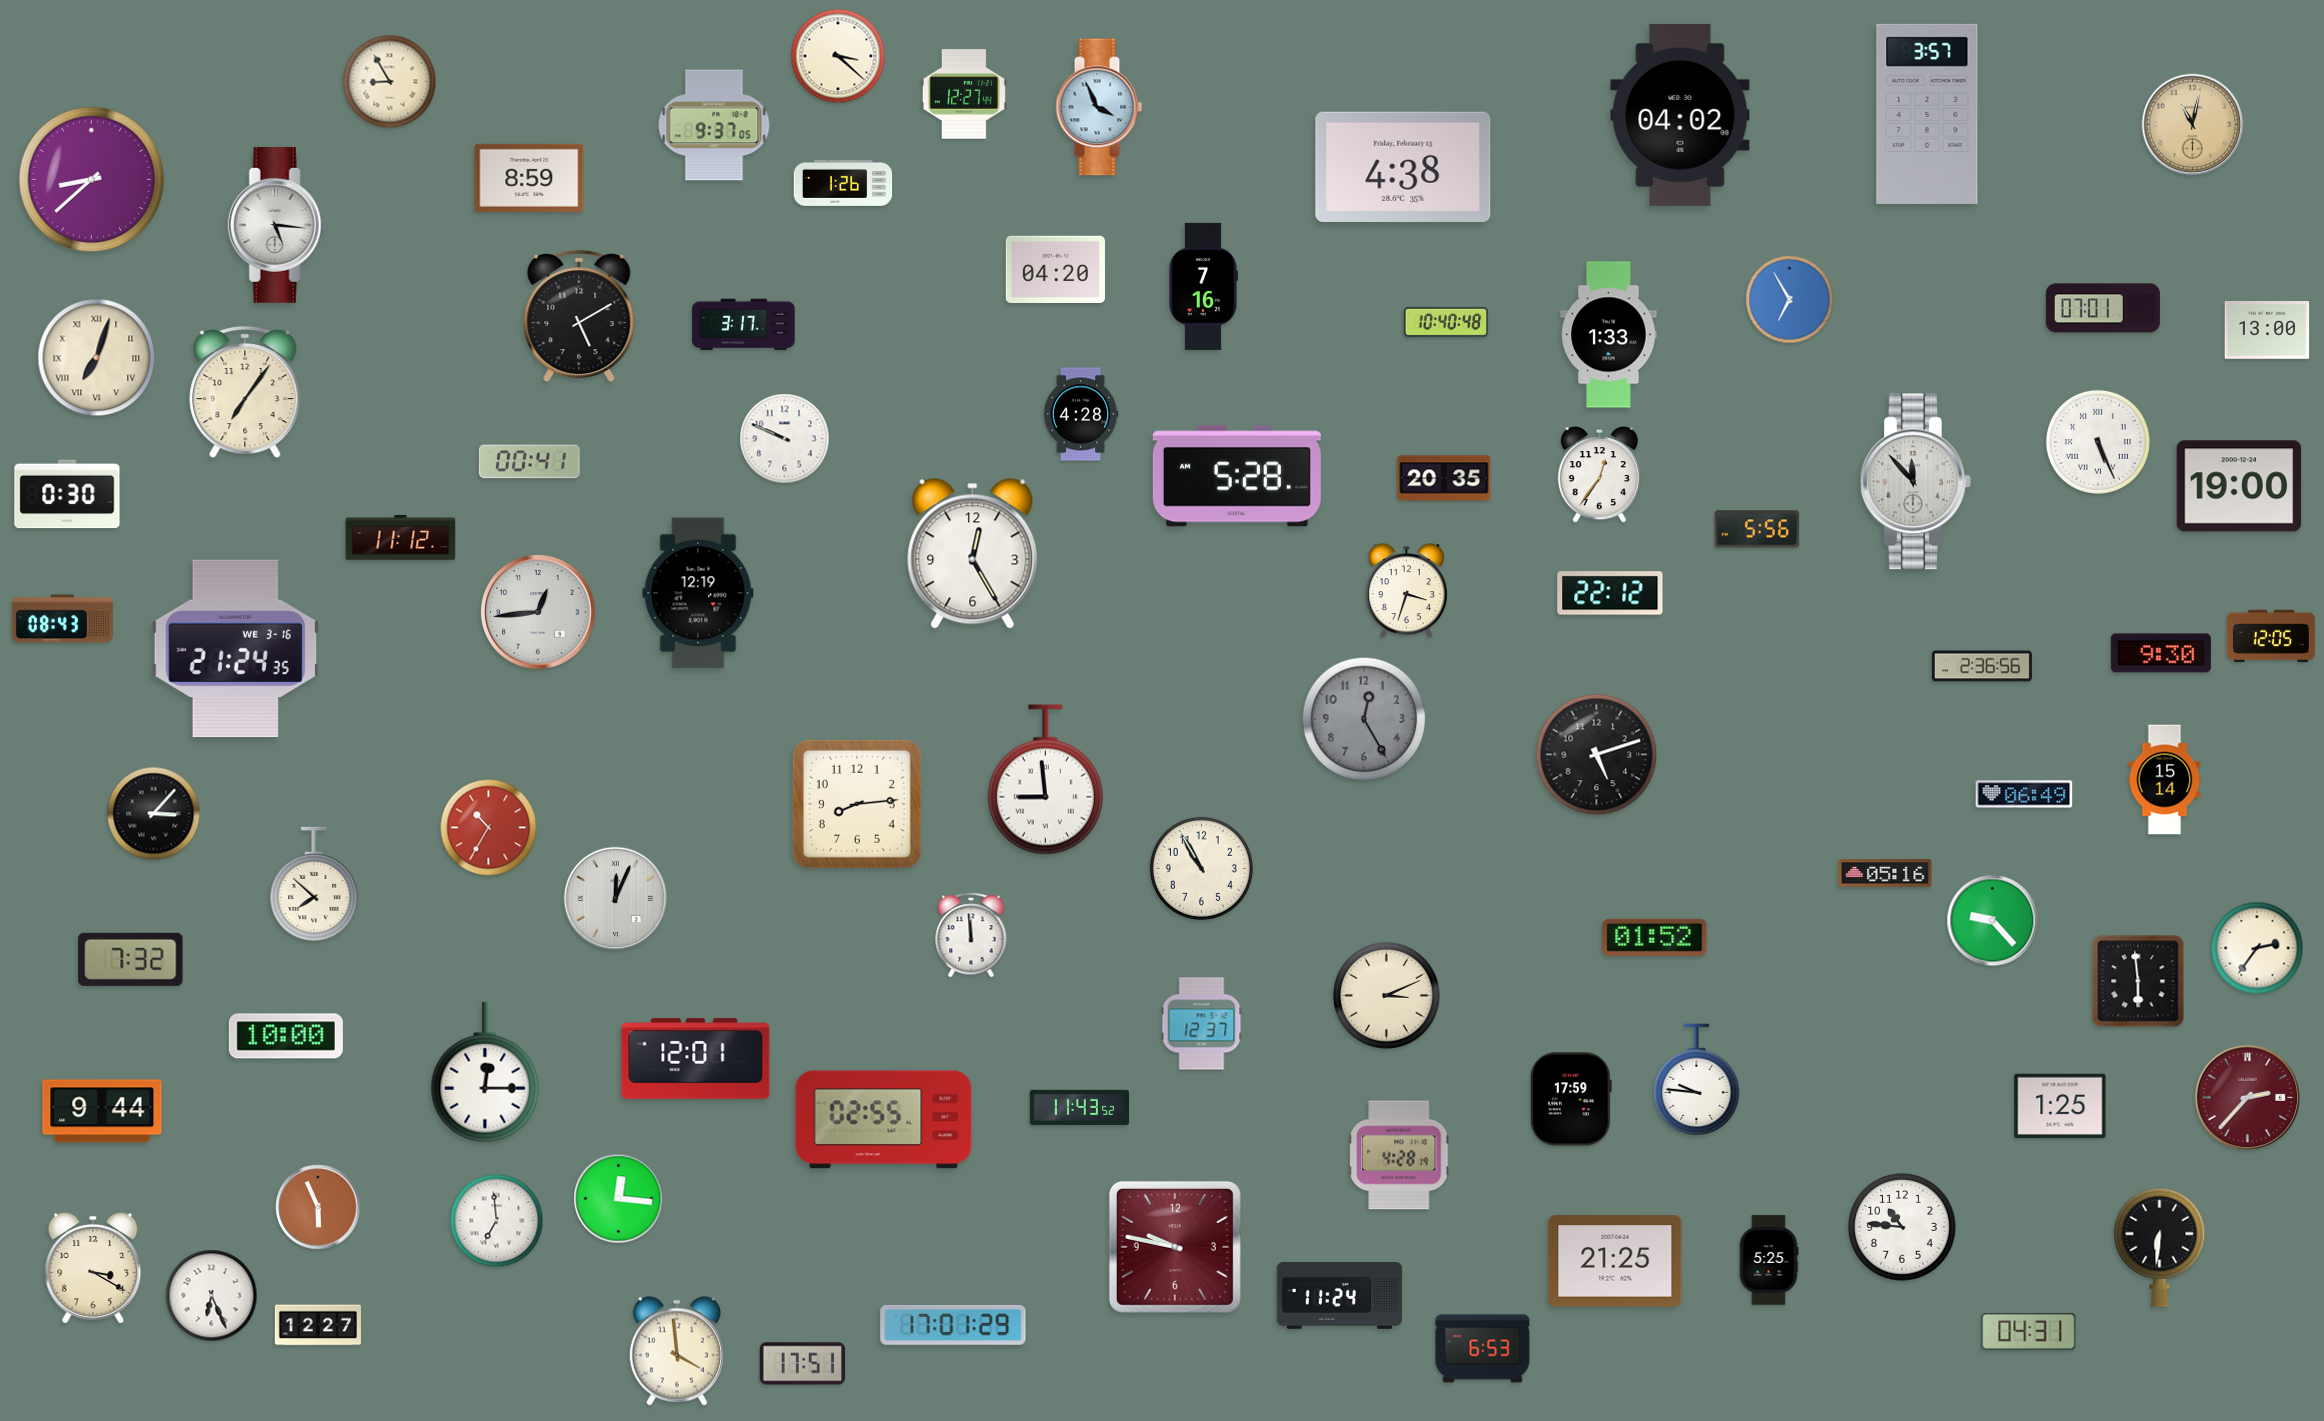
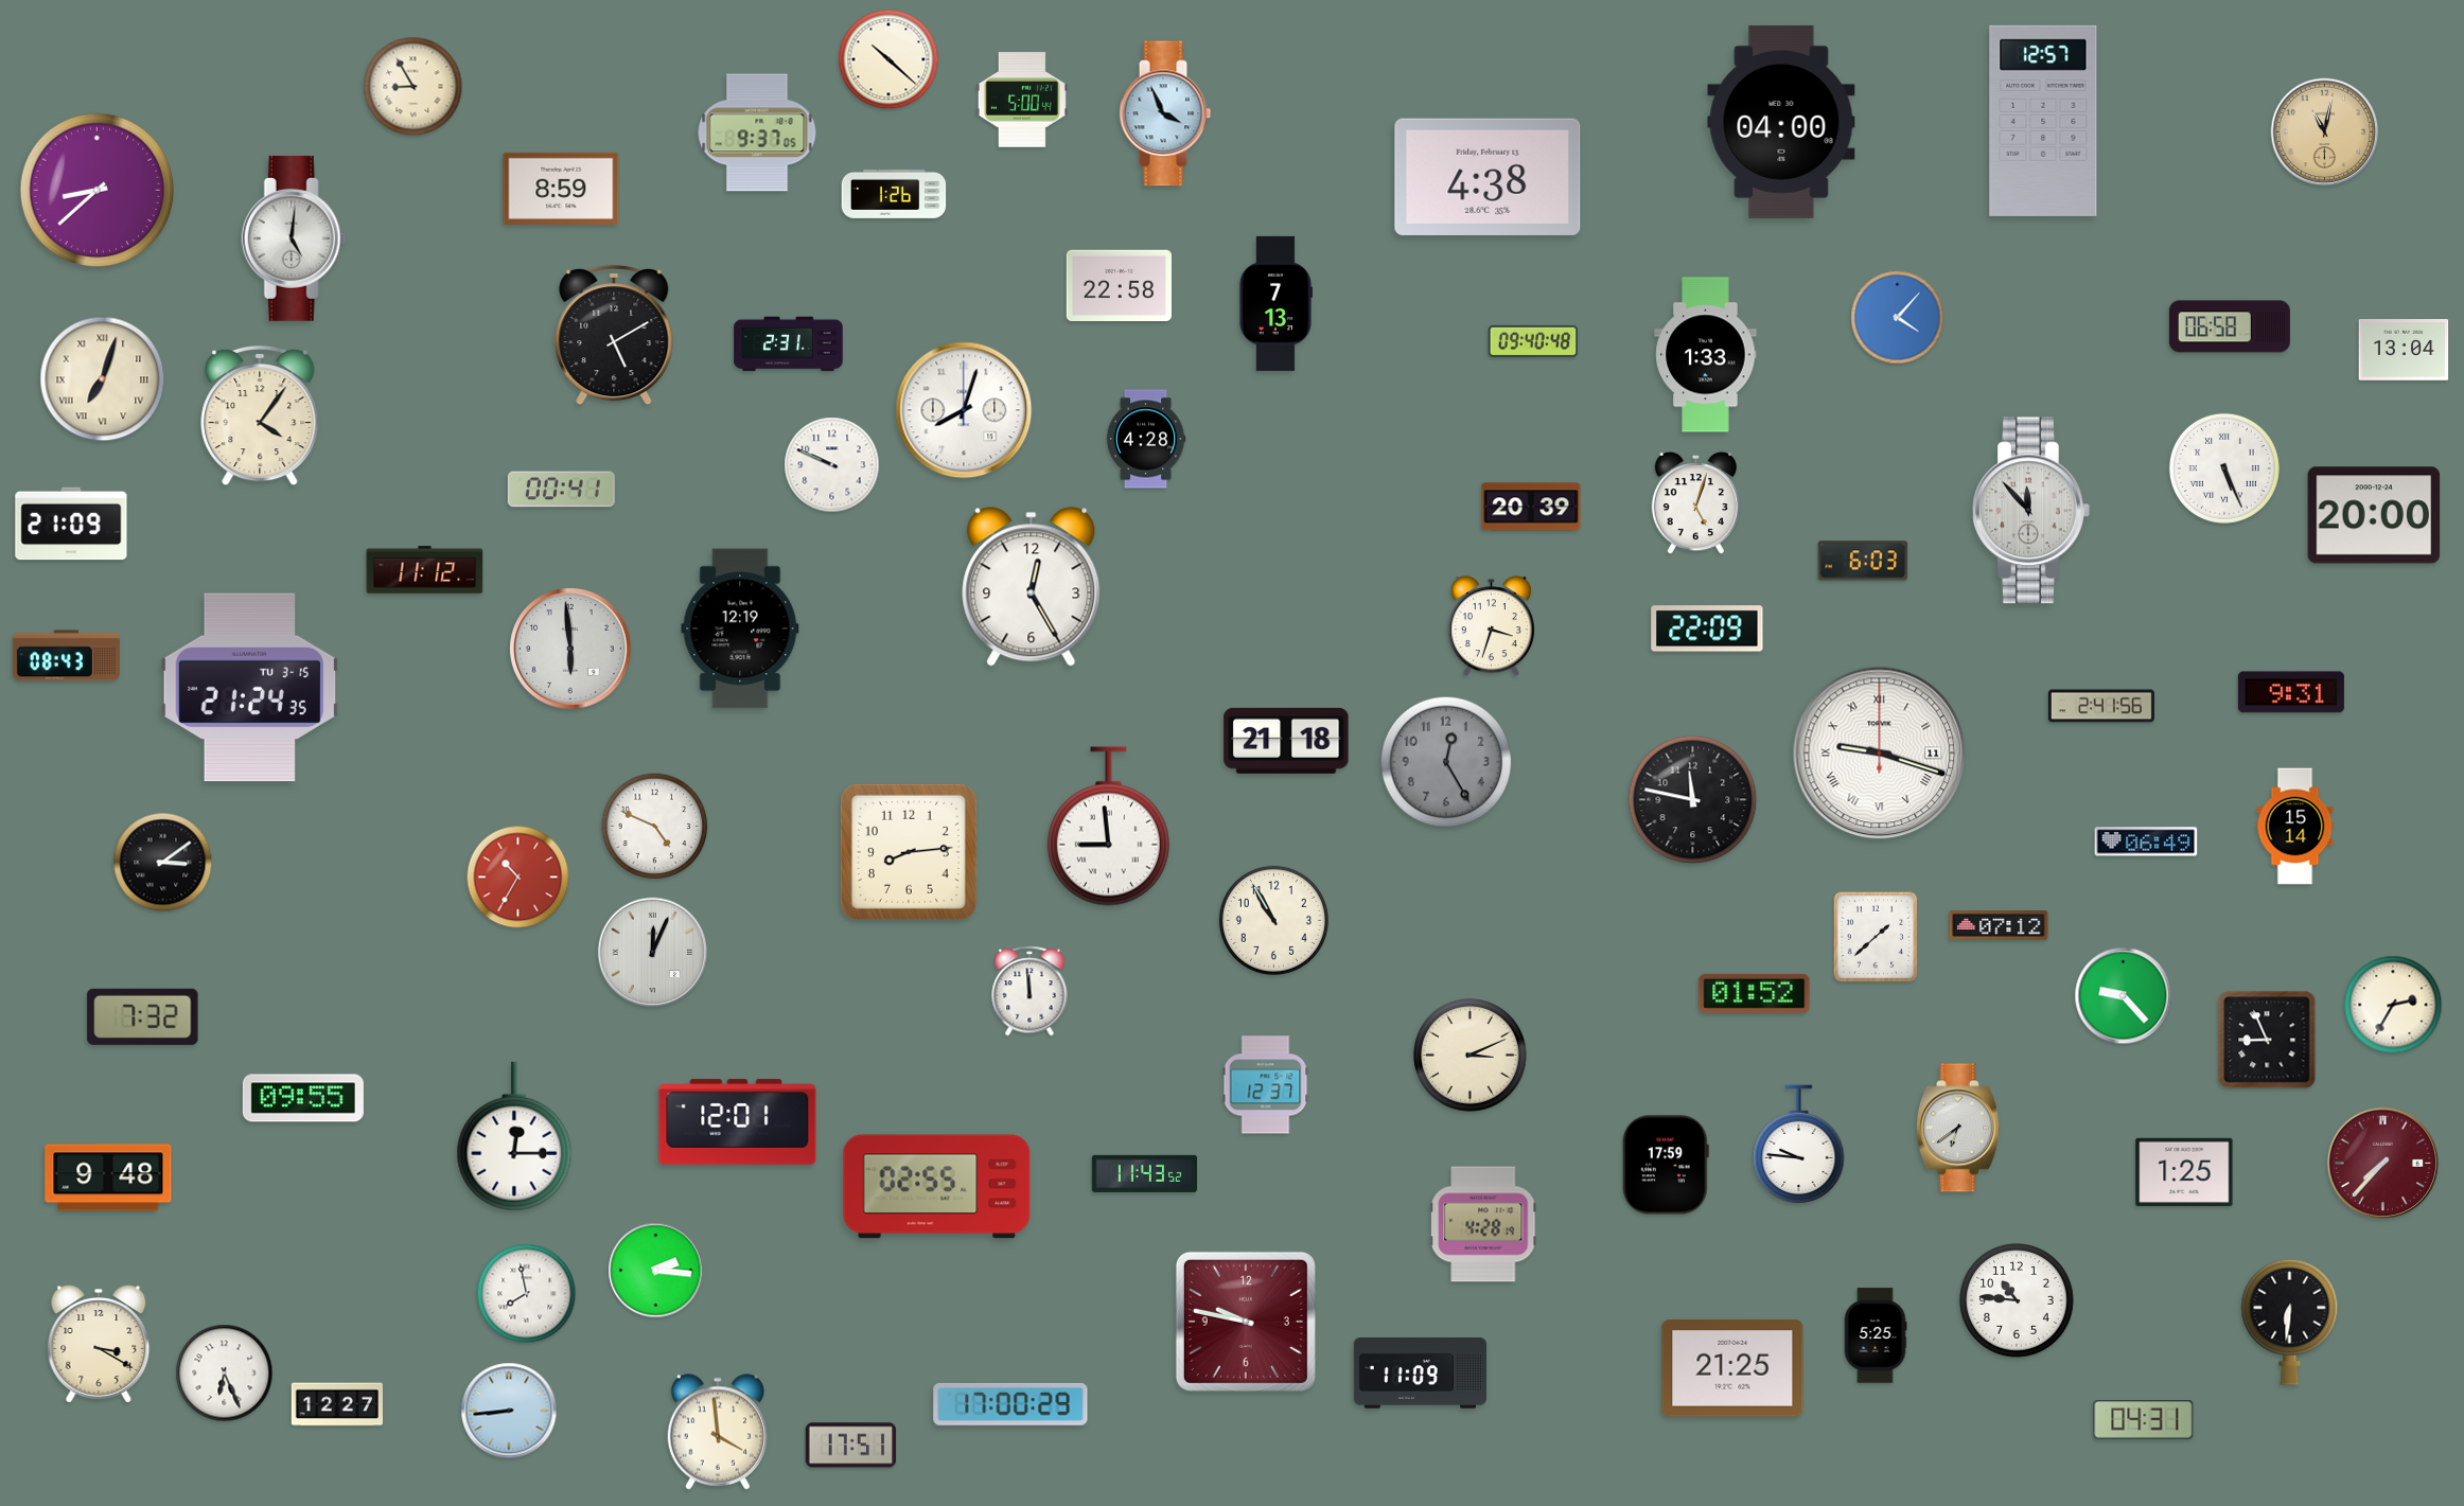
clock at (838, 56): 3:22 -> 10:22
clock at (964, 94): 12:27 -> 5:00
clock at (1927, 114): 3:57 -> 12:57
clock at (1680, 115): 04:02 -> 04:00
clock at (277, 225): 5:16 -> 5:01
clock at (1055, 269): 04:20 -> 22:58
clock at (1203, 286): 7:16 -> 7:13
clock at (1790, 300): 6:55 -> 4:07
clock at (2103, 308): 07:01 -> 06:58
clock at (1446, 322): 10:40 -> 09:40
clock at (744, 325): 3:17 -> 2:31
clock at (2267, 331): 13:00 -> 13:04
clock at (964, 410): none -> 8:03
clock at (245, 392): 7:06 -> 4:06
clock at (1599, 475): 12:36 -> 5:03
clock at (1237, 476): 5:28 -> none
clock at (1444, 478): 20:35 -> 20:39
clock at (2239, 486): 19:00 -> 20:00
clock at (67, 494): 0:30 -> 21:09
clock at (1757, 529): 5:56 -> 6:03
clock at (1610, 593): 22:12 -> 22:09
clock at (538, 612): 12:44 -> 5:59
clock at (2271, 636): 12:05 -> none
clock at (235, 649) date: WE 3-16 -> TU 3-15
clock at (2161, 653): 9:30 -> 9:31
clock at (1982, 666): 2:36 -> 2:41
clock at (1286, 741): none -> 21:18
clock at (1880, 754): none -> 9:18
clock at (1597, 755): 5:12 -> 11:47
clock at (655, 827): none -> 4:49
clock at (154, 814): 3:07 -> 3:09
clock at (1885, 873): 05:16 -> 07:12
clock at (314, 884): 7:52 -> none
clock at (1876, 937): none -> 1:38
clock at (1993, 921) position: (1993, 921) -> (2124, 996)
clock at (2257, 948): 2:36 -> 2:35
clock at (131, 959) position: (131, 959) -> (143, 1016)
clock at (2138, 981): 5:59 -> 8:56
clock at (1202, 1024) position: (1202, 1024) -> (1266, 1085)
clock at (286, 1036): 10:00 -> 09:55
clock at (1958, 1128): none -> 6:39
clock at (2247, 1097): 2:37 -> 7:37
clock at (102, 1111): 9:44 -> 9:48
clock at (619, 1199): 12:16 -> 2:16
clock at (318, 1207): 5:56 -> none
clock at (497, 1221): 6:59 -> 7:58
clock at (1615, 1261) position: (1615, 1261) -> (1732, 1368)
clock at (1340, 1296): 11:24 -> 11:09
clock at (953, 1325): 17:01 -> 17:00
clock at (509, 1411): none -> 8:44
clock at (2029, 1332) position: (2029, 1332) -> (2144, 1420)
clock at (1483, 1349): 6:53 -> none
